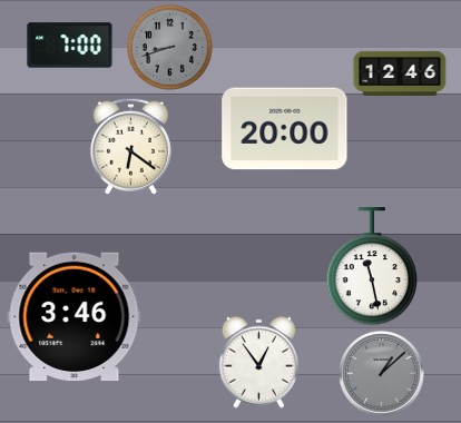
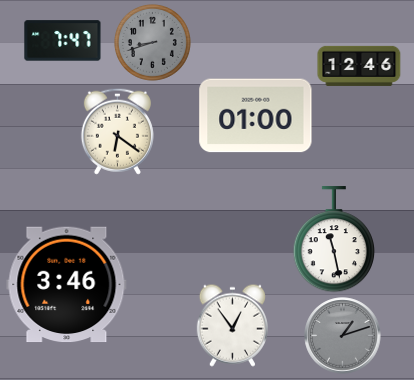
clock at (70, 46): 7:00 -> 7:47
clock at (285, 129): 20:00 -> 01:00
clock at (382, 374): 1:08 -> 1:12
